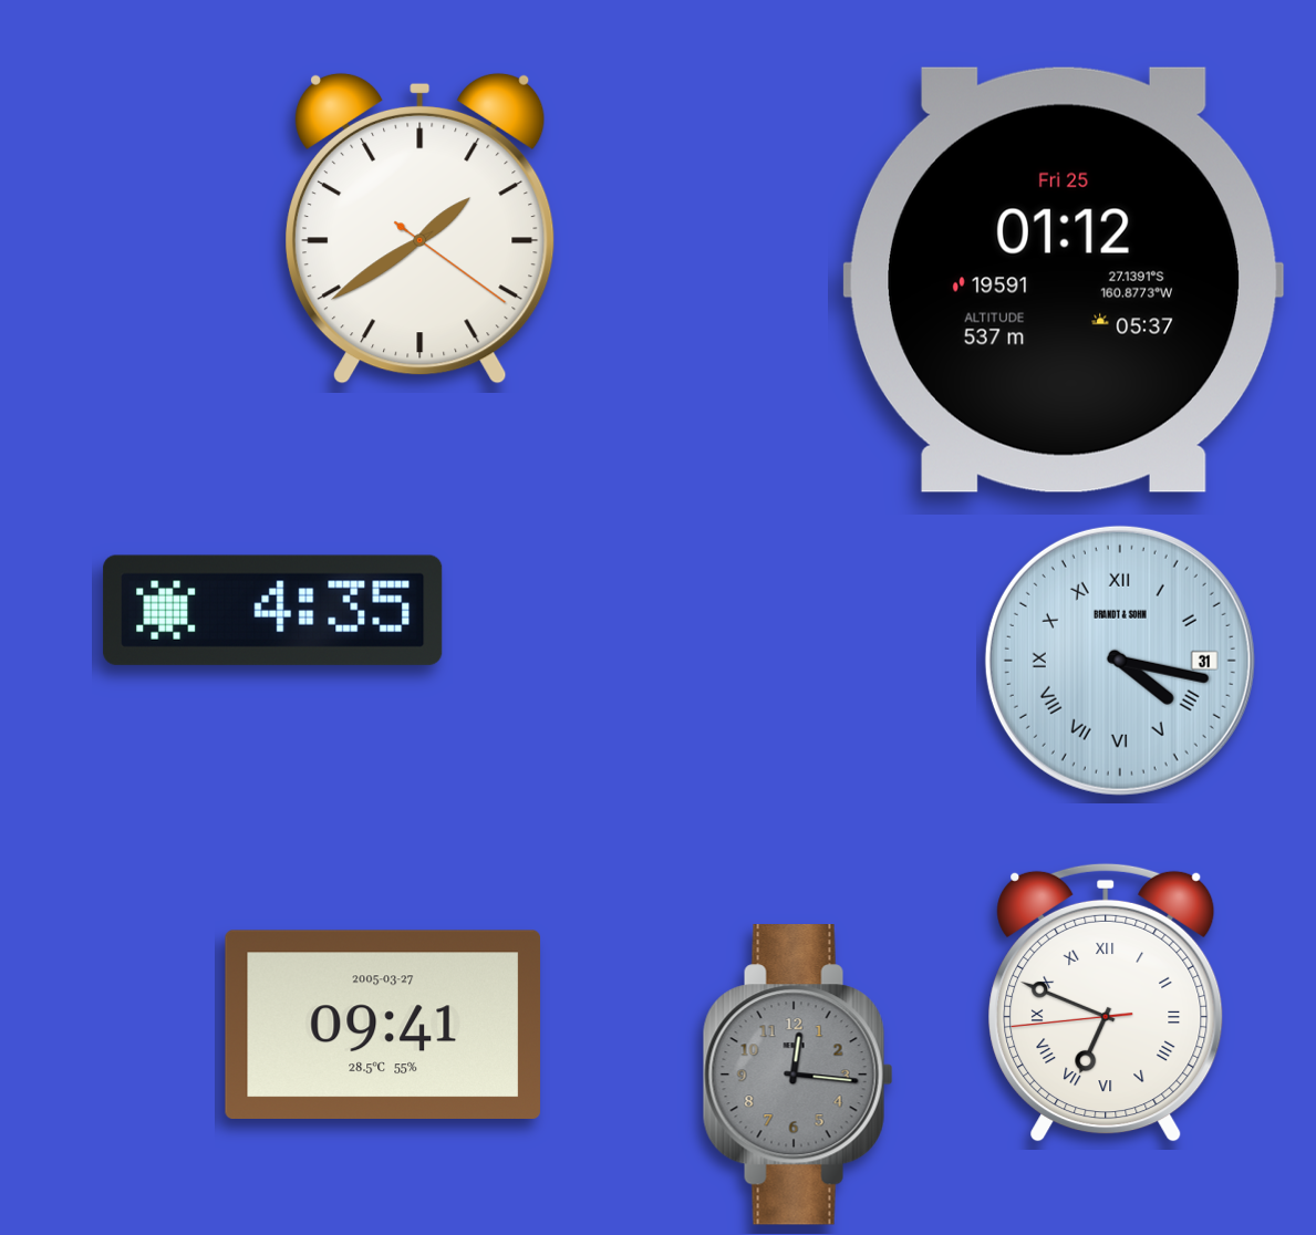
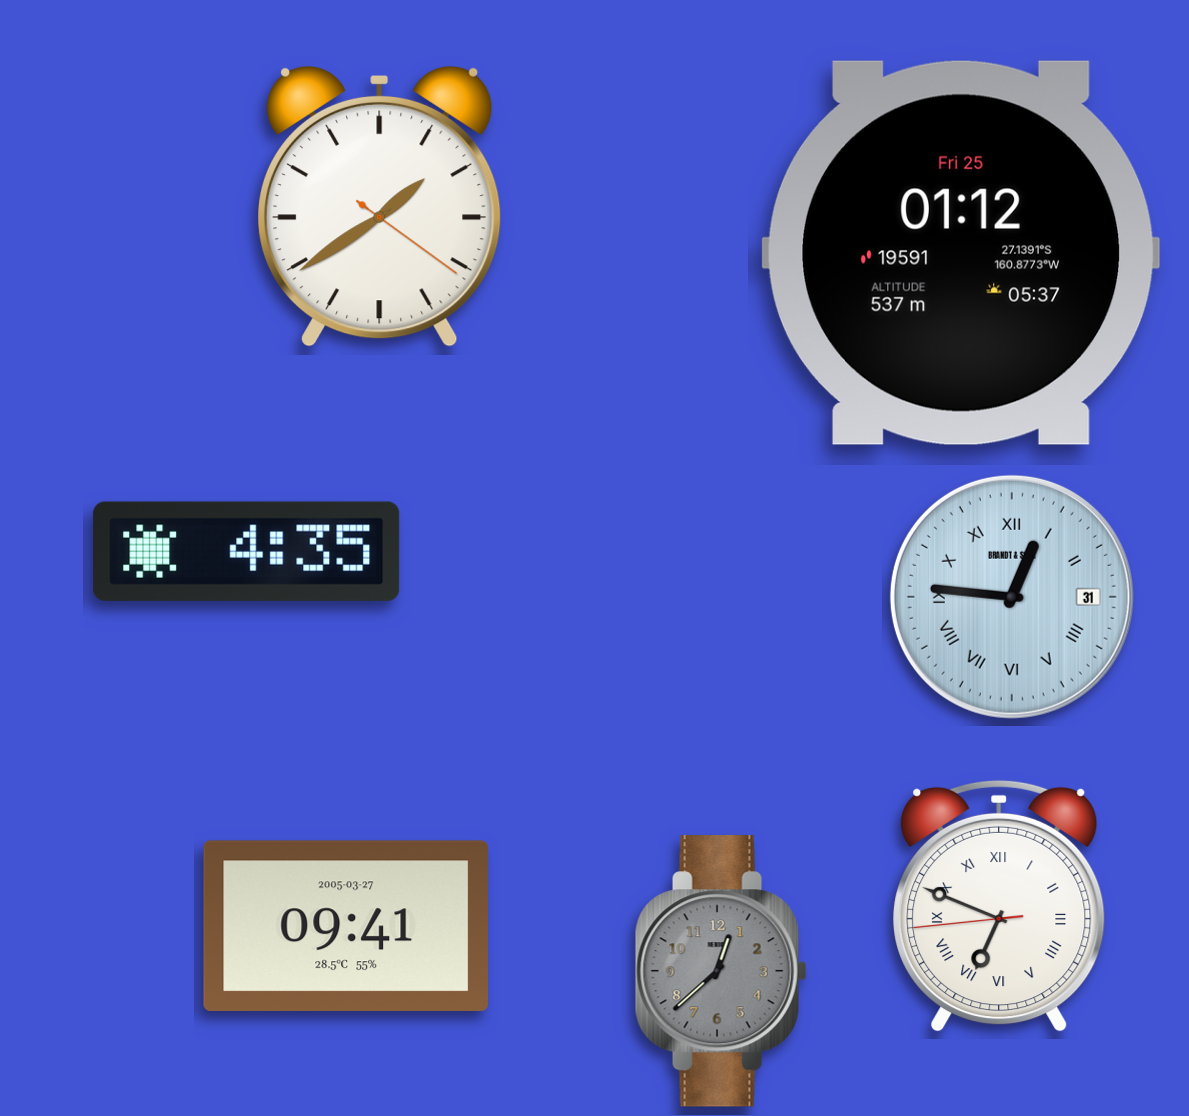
clock at (1120, 661): 4:17 -> 12:46
clock at (798, 1075): 12:16 -> 12:38
